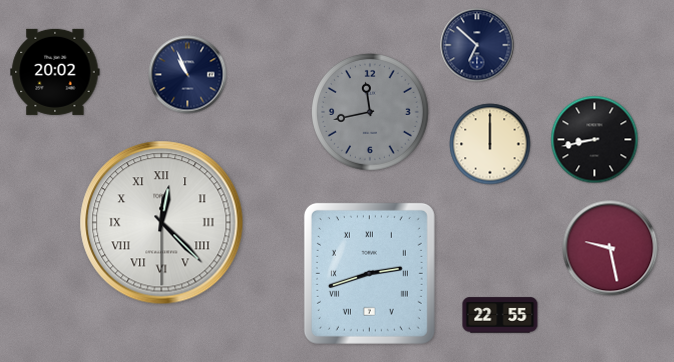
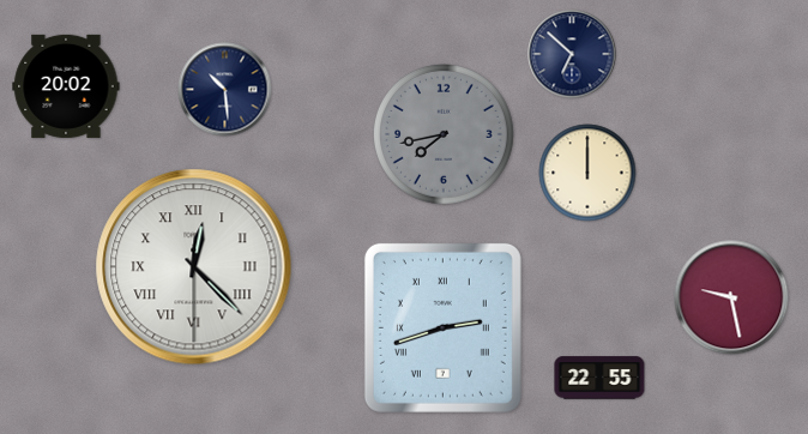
clock at (188, 75): 10:56 -> 10:29
clock at (370, 112): 11:43 -> 7:43
clock at (595, 140): 8:43 -> none
